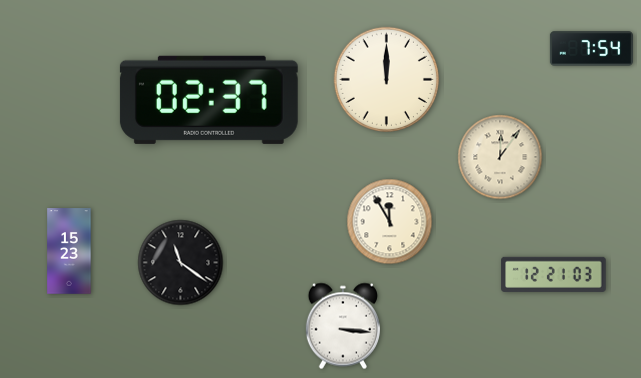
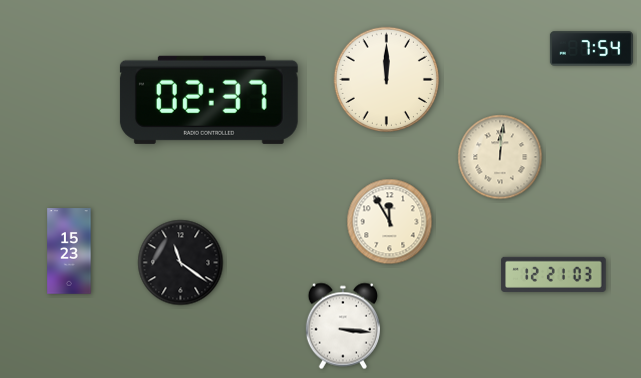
clock at (500, 157): 12:06 -> 12:01
